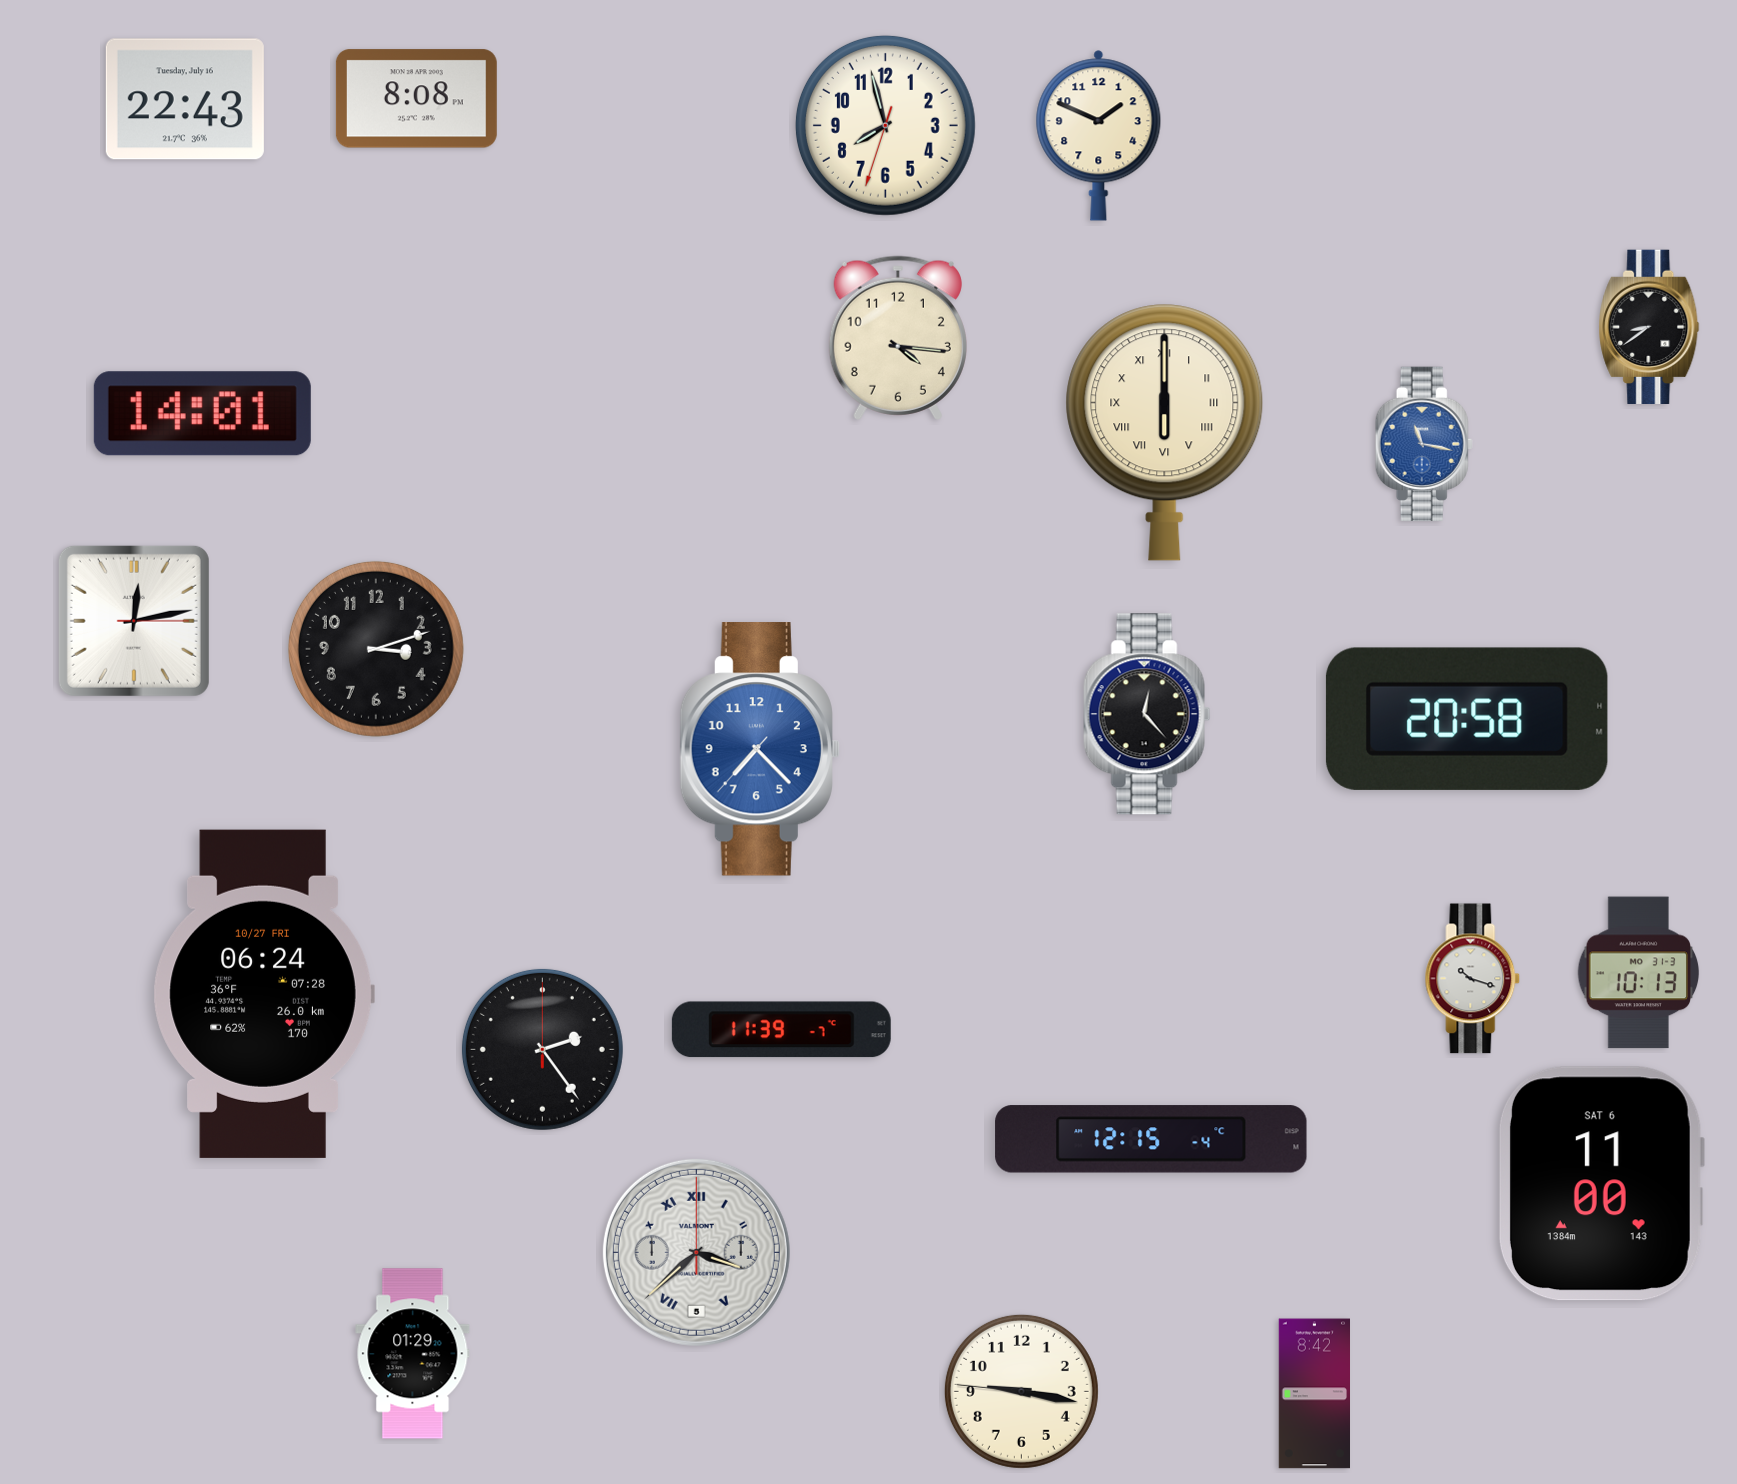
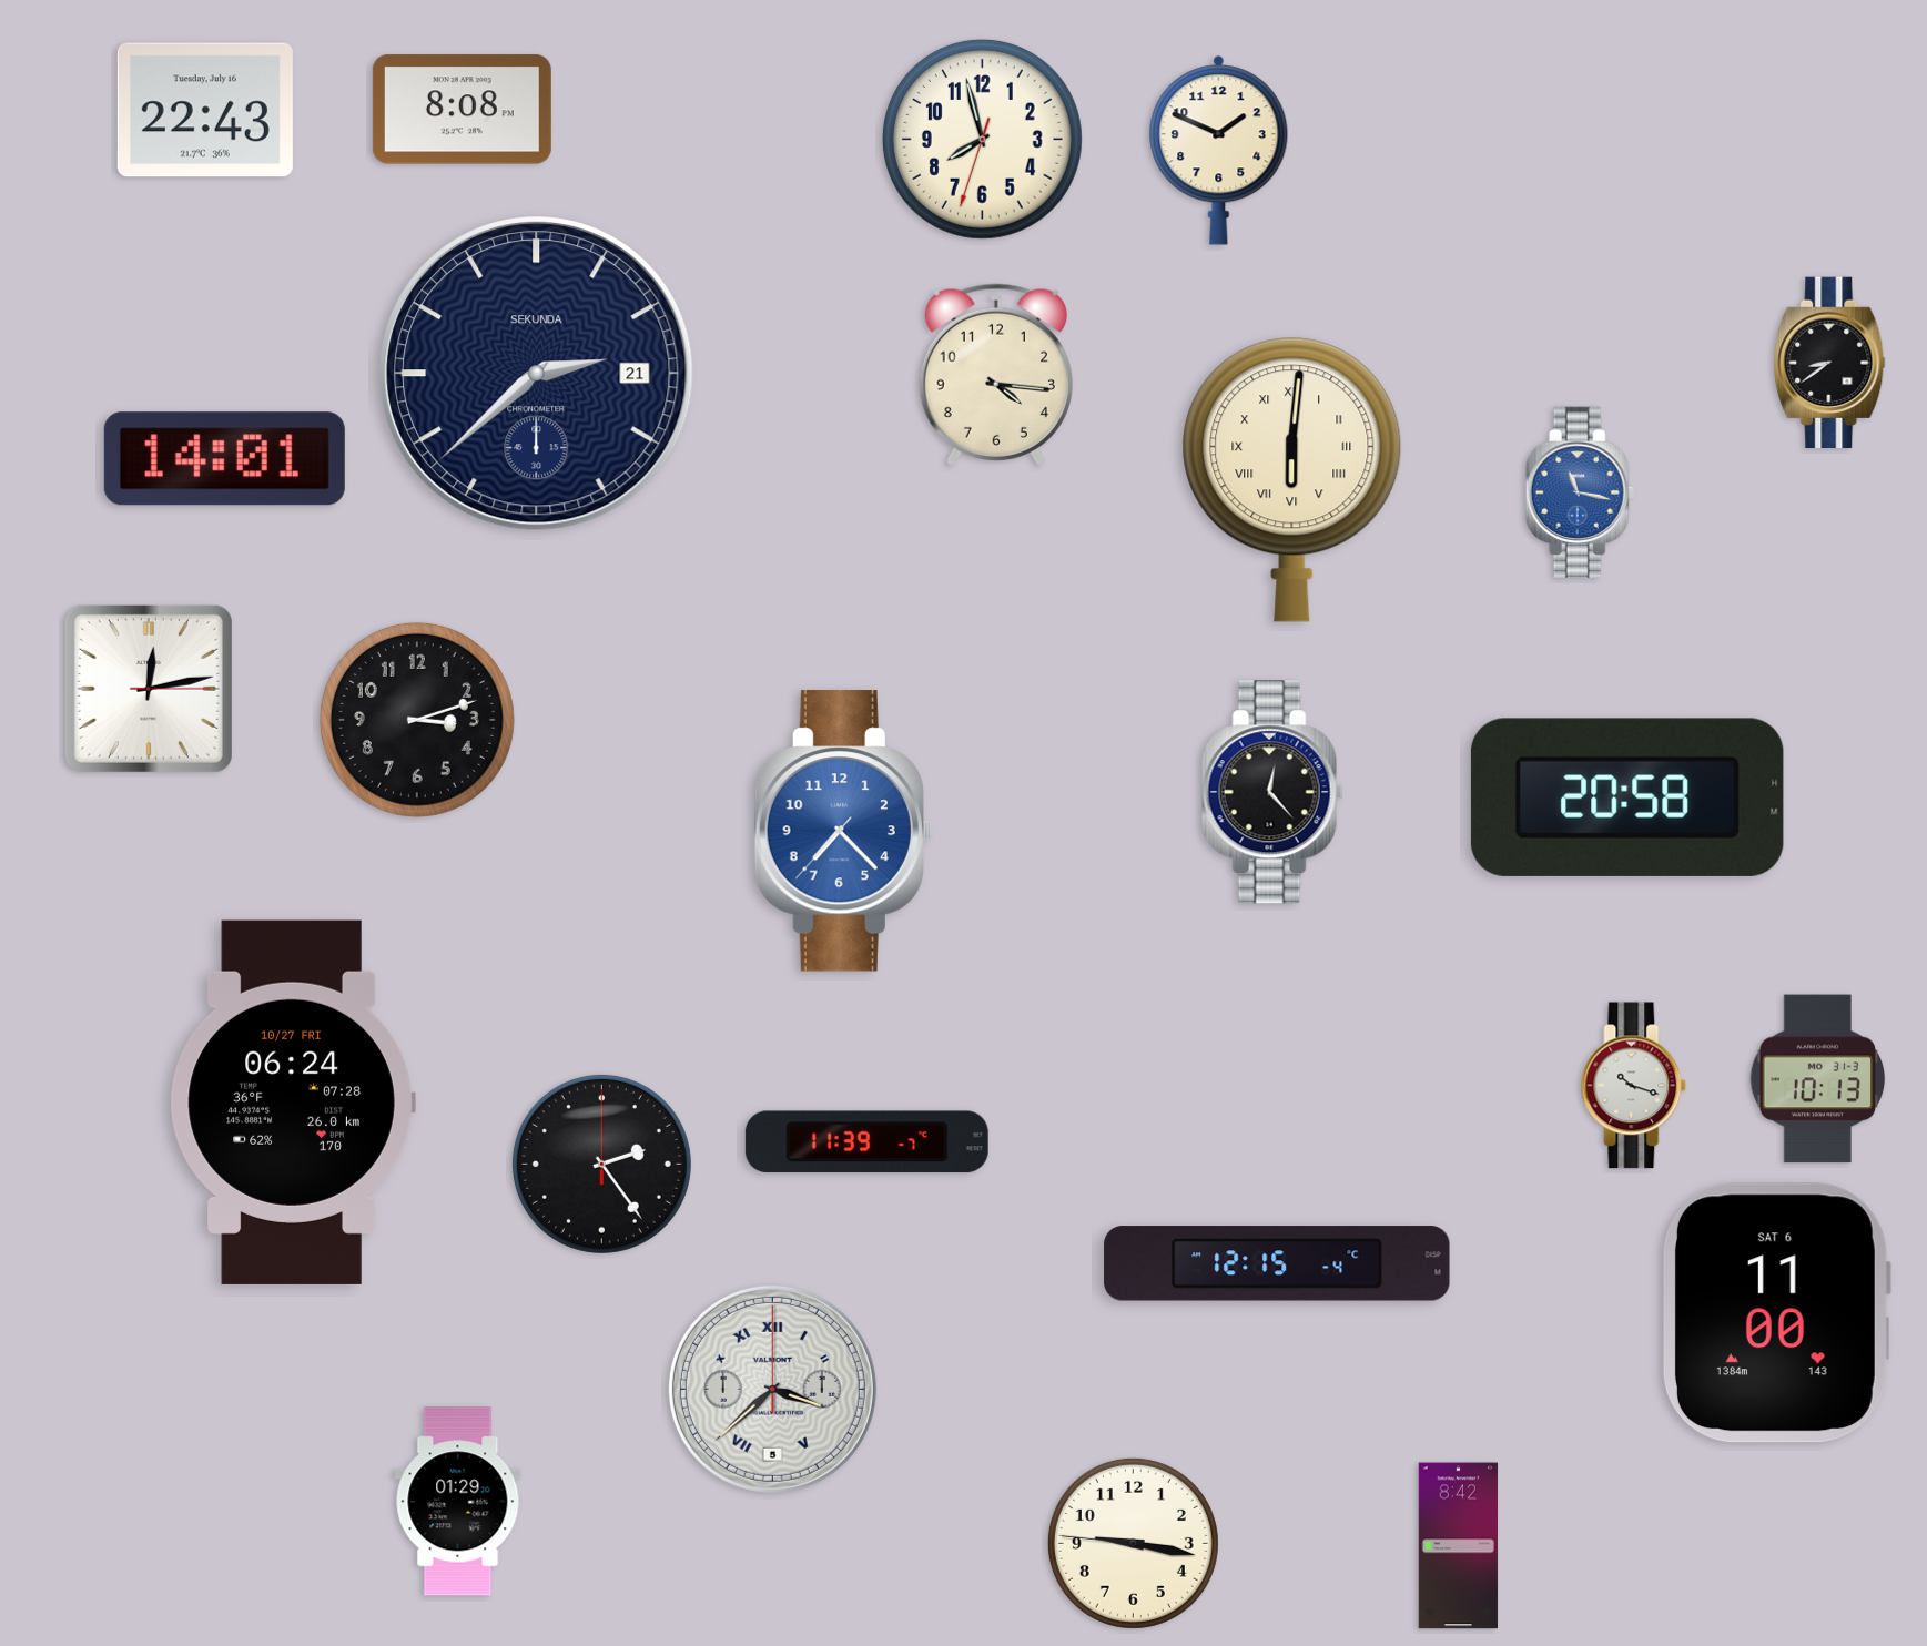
clock at (537, 374): none -> 2:38
clock at (1165, 432): 6:00 -> 6:01
